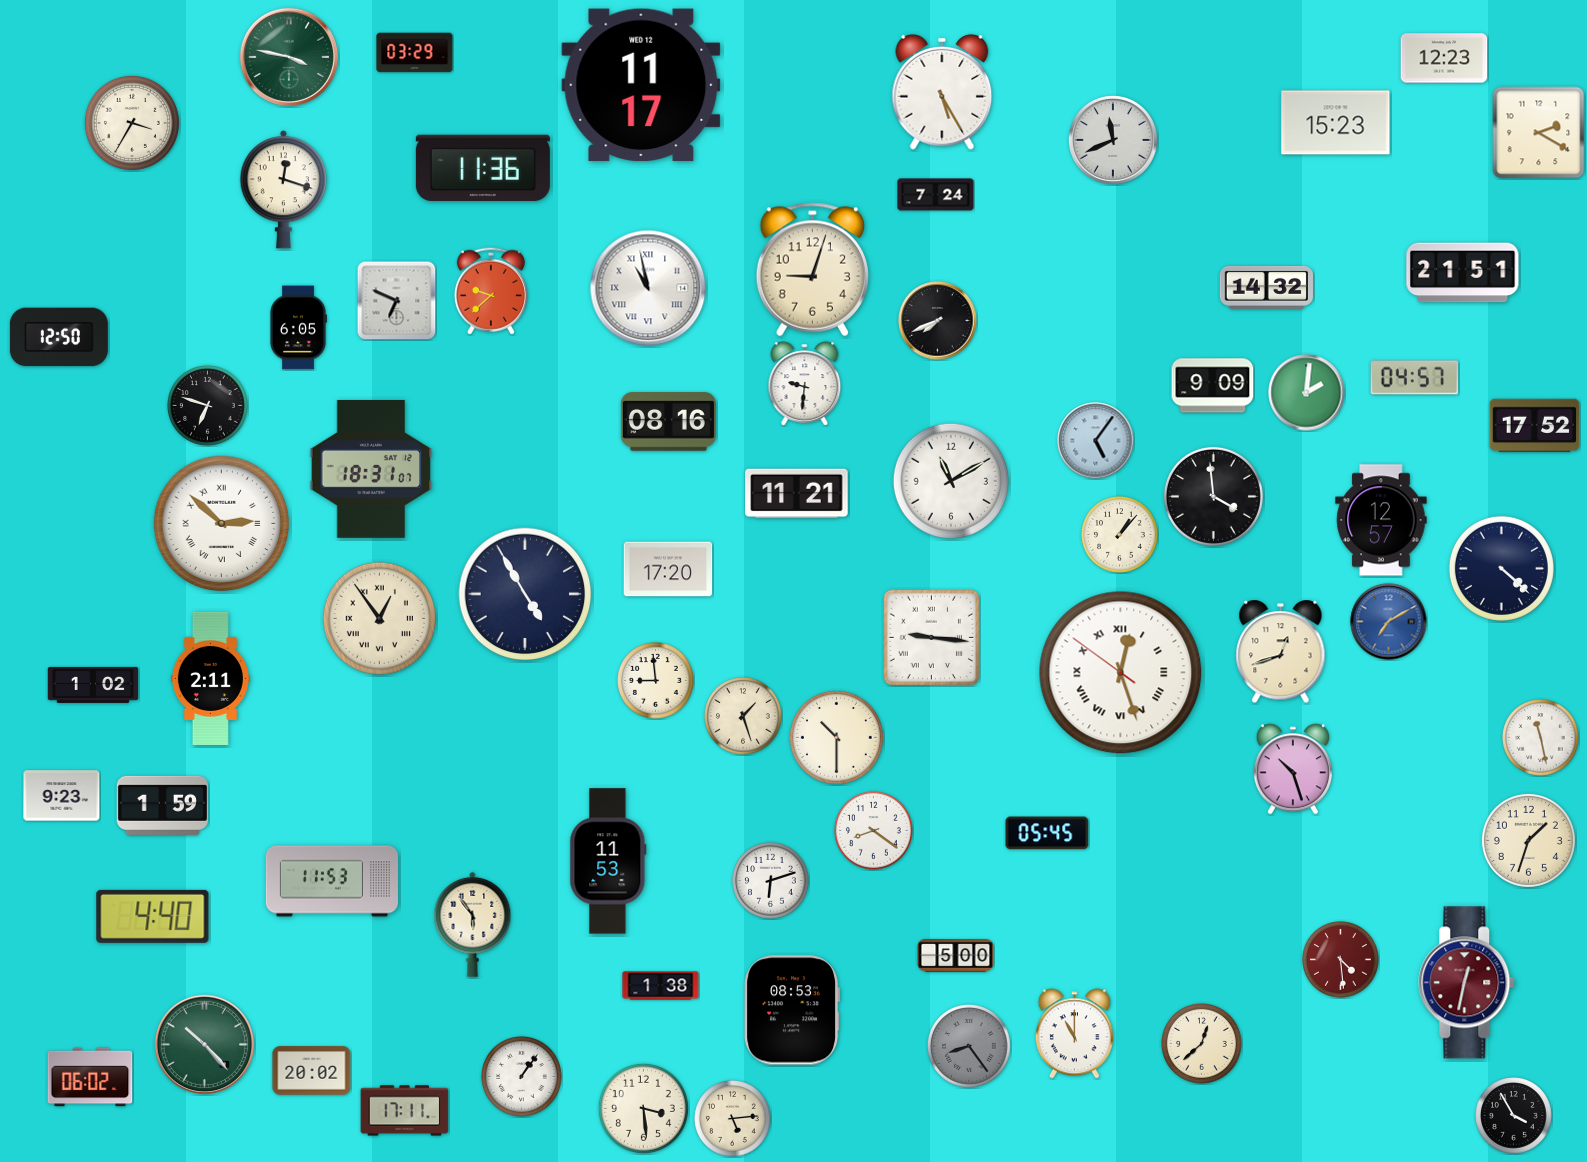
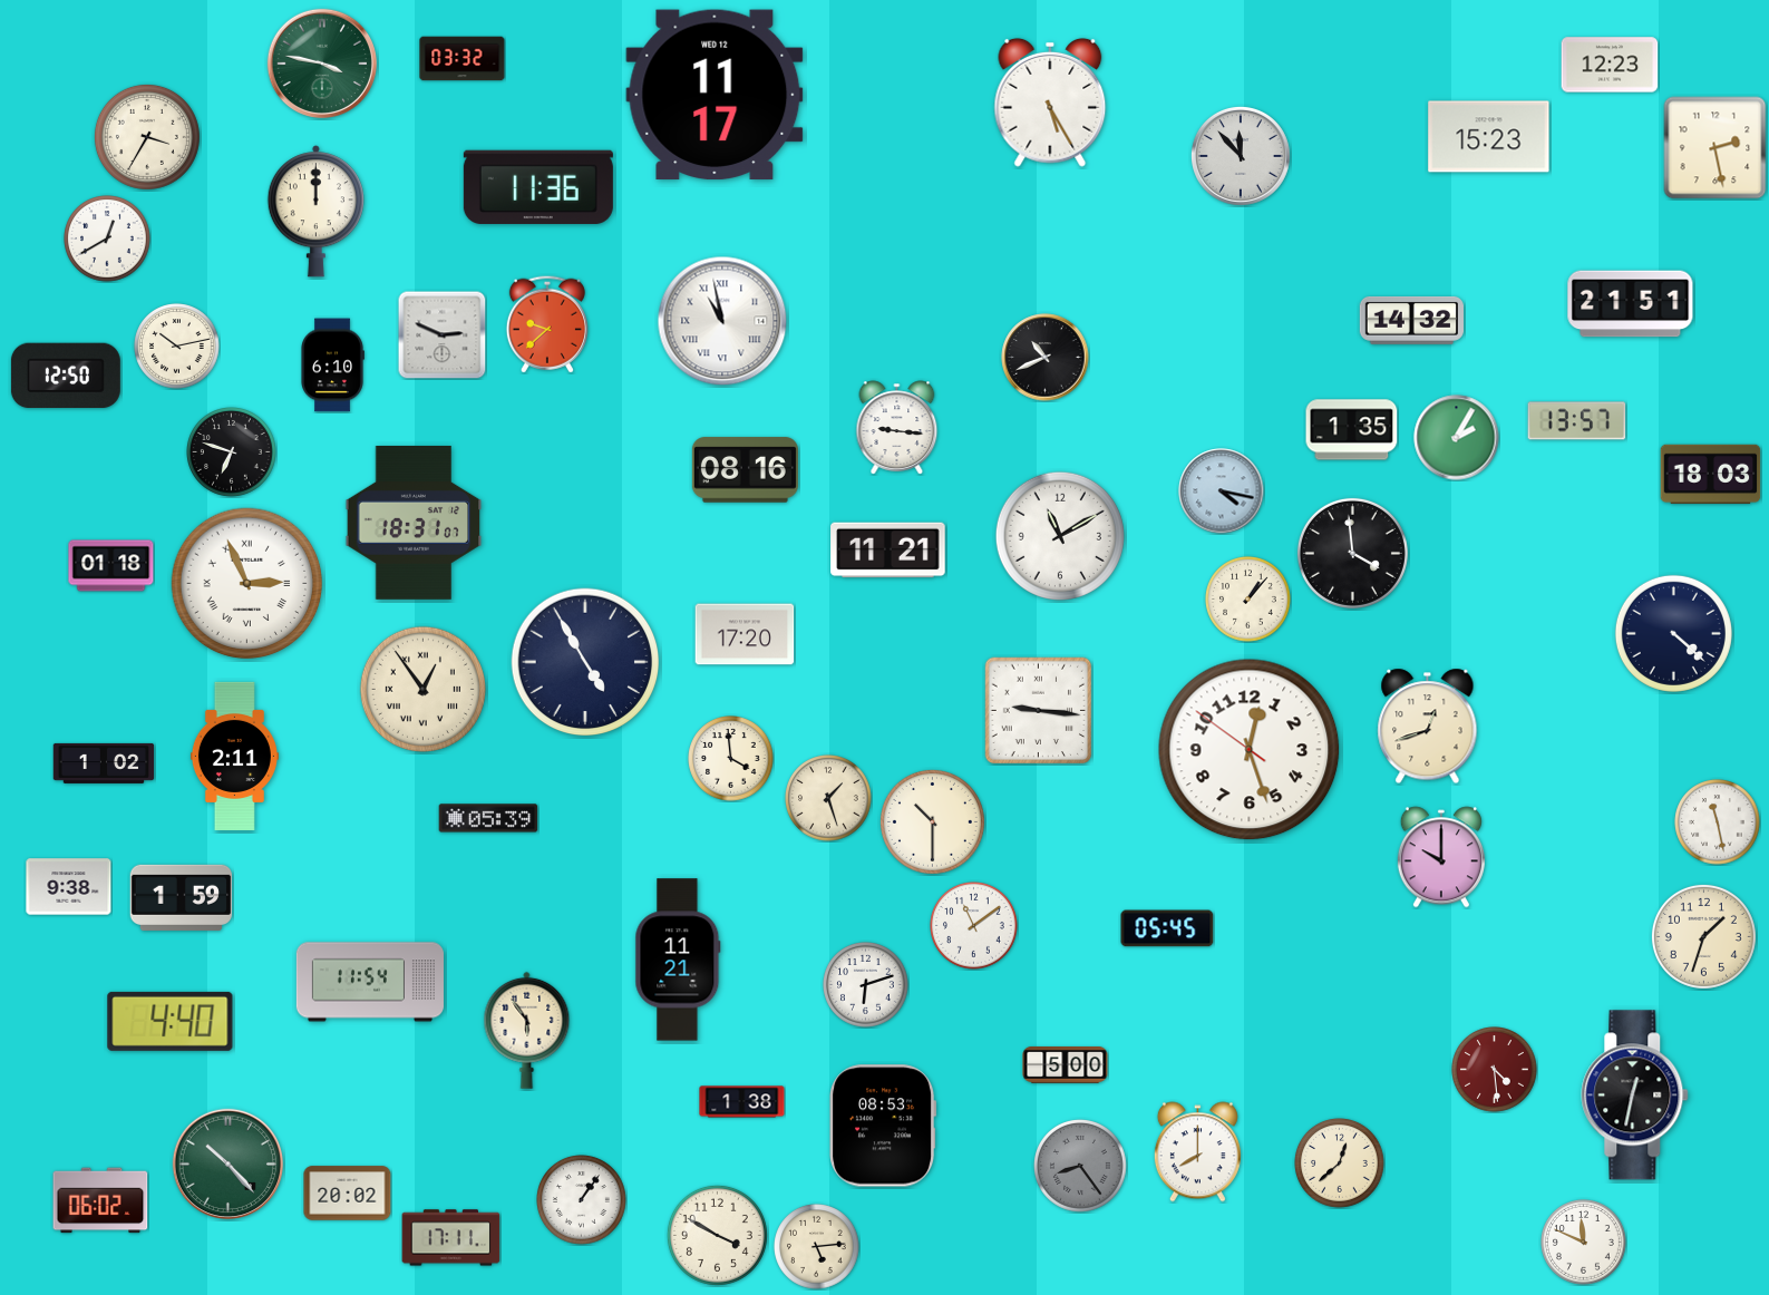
clock at (415, 53): 03:29 -> 03:32
clock at (1539, 133): 2:20 -> 2:28
clock at (1113, 140): 11:41 -> 11:53
clock at (283, 190): 12:18 -> 12:00
clock at (936, 195): 7:24 -> none
clock at (107, 238): none -> 12:40
clock at (812, 270): 9:03 -> none
clock at (396, 300): 6:49 -> 2:49
clock at (177, 347): none -> 10:13
clock at (938, 321): 7:41 -> 10:41
clock at (298, 328): 6:05 -> 6:10
clock at (1415, 378): 04:57 -> 13:57
clock at (805, 384): 9:31 -> 9:16
clock at (1213, 386): 9:09 -> 1:35
clock at (1307, 393): 2:01 -> 2:05
clock at (1535, 426): 17:52 -> 18:03
clock at (1096, 441): 5:06 -> 4:17
clock at (111, 566): none -> 01:18
clock at (1381, 520): 12:57 -> none
clock at (222, 524): 2:52 -> 2:56
clock at (1120, 535) position: (1120, 535) -> (1248, 600)
clock at (1389, 622): 7:10 -> none
clock at (1121, 673) numerals: Roman -> Arabic
clock at (656, 681): 8:59 -> 3:59
clock at (488, 818): none -> 05:39
clock at (1293, 769): 10:27 -> 10:00
clock at (62, 796): 9:23 -> 9:38
clock at (874, 831): 8:21 -> 11:09
clock at (608, 861): 11:53 -> 11:21
clock at (332, 881): 11:53 -> 11:54
clock at (771, 881) position: (771, 881) -> (866, 985)
clock at (1467, 983) dial: burgundy -> black
clock at (661, 986) position: (661, 986) -> (742, 1102)
clock at (1074, 1034): 11:00 -> 8:00
clock at (643, 1108): 3:29 -> 3:50
clock at (1584, 1243): none -> 11:49
clock at (1514, 1116): 3:55 -> none
